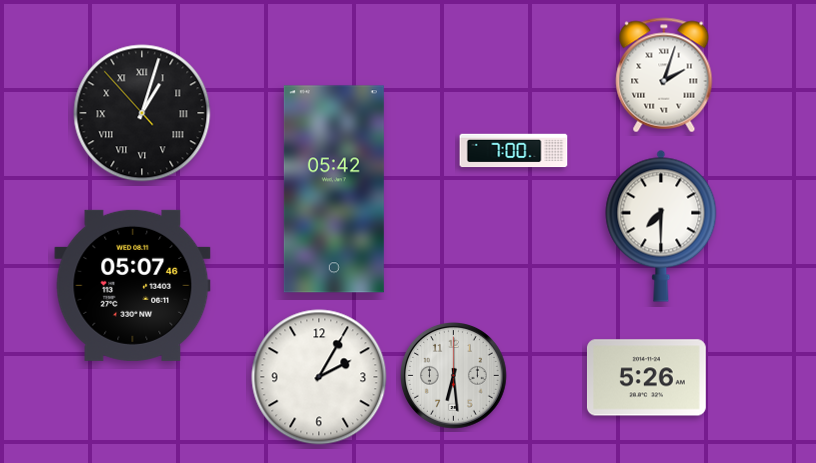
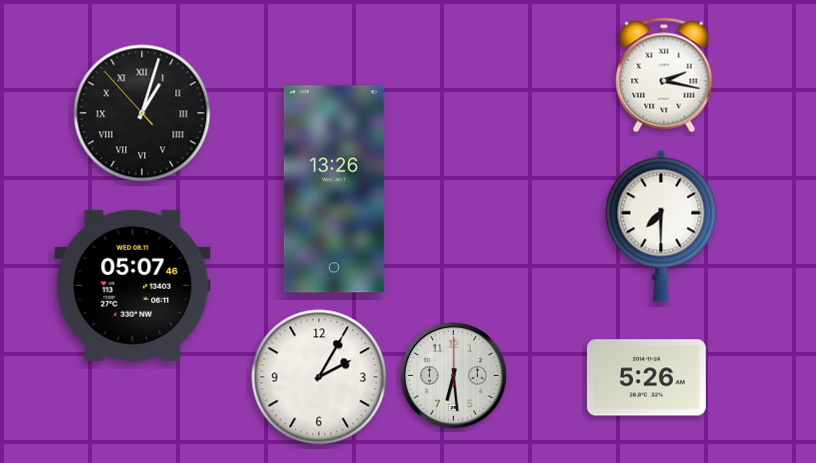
clock at (664, 75): 2:03 -> 2:17
clock at (514, 151): 7:00 -> none
clock at (334, 189): 05:42 -> 13:26
